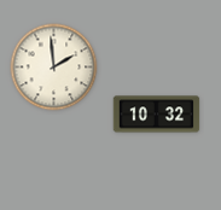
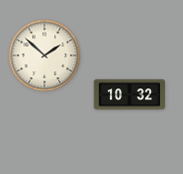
clock at (54, 68): 1:59 -> 1:52
